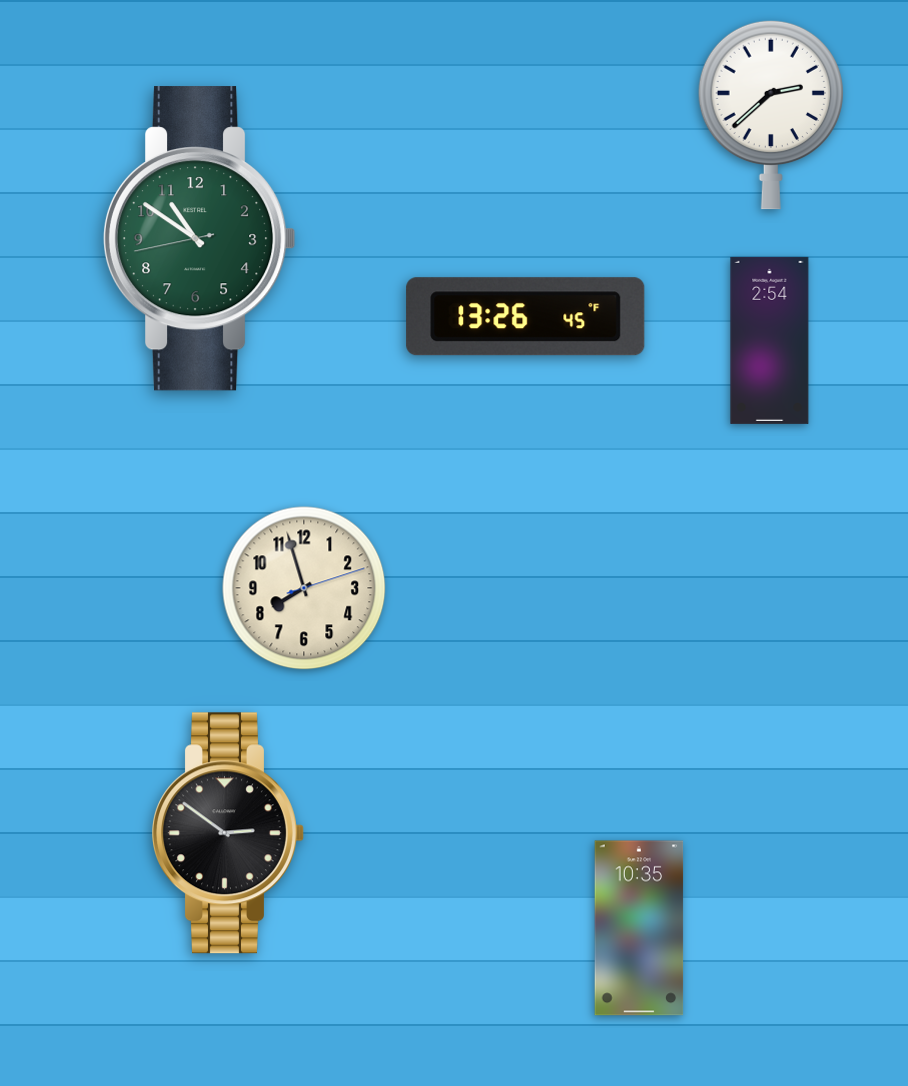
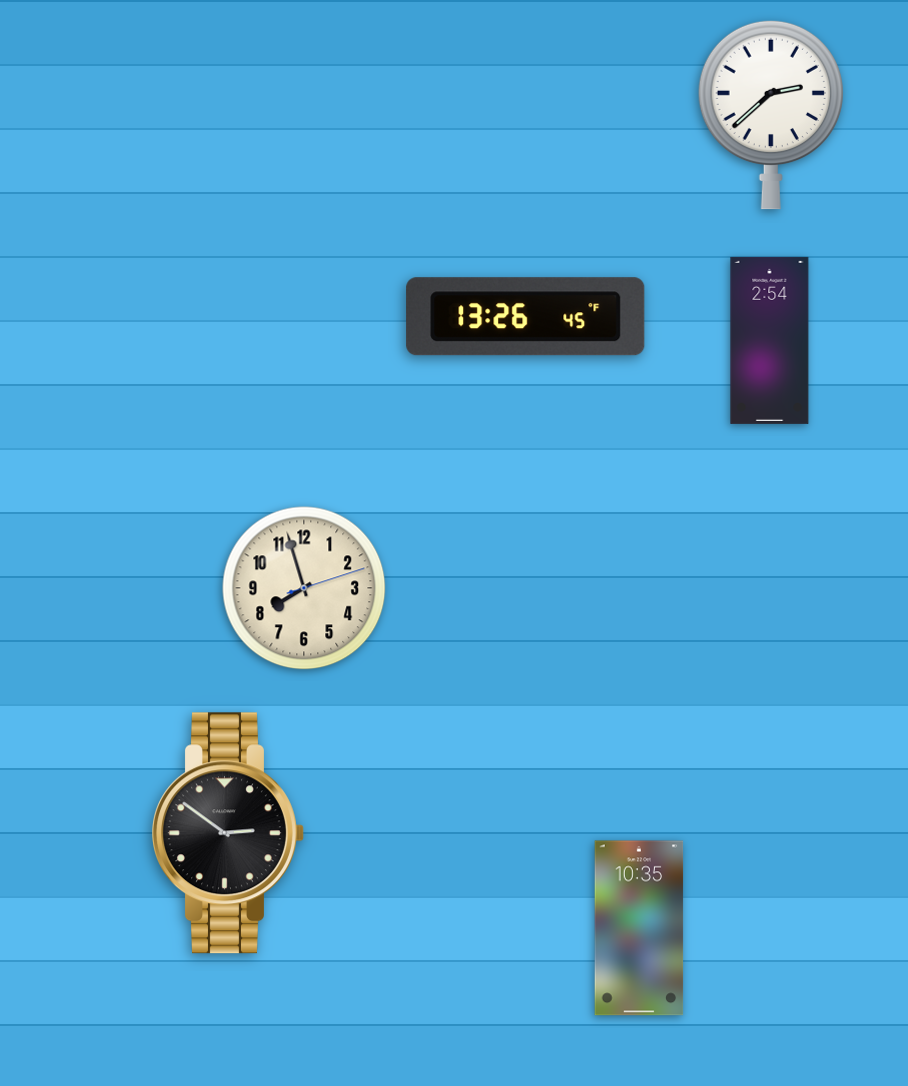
clock at (199, 239): 10:50 -> none
